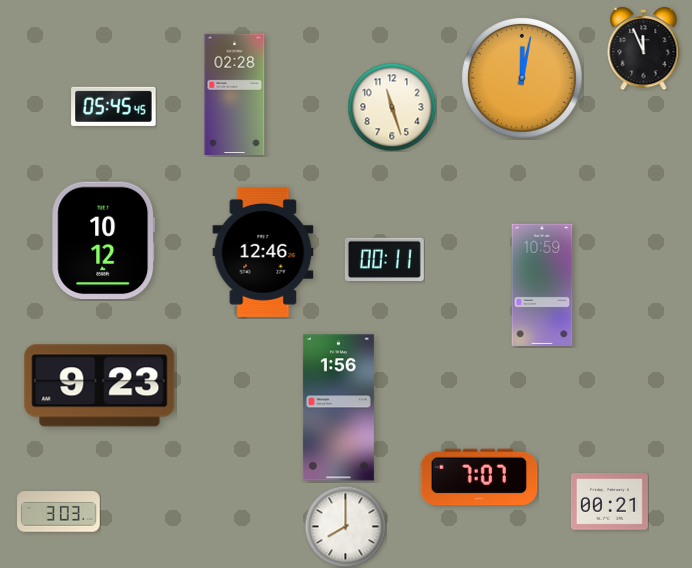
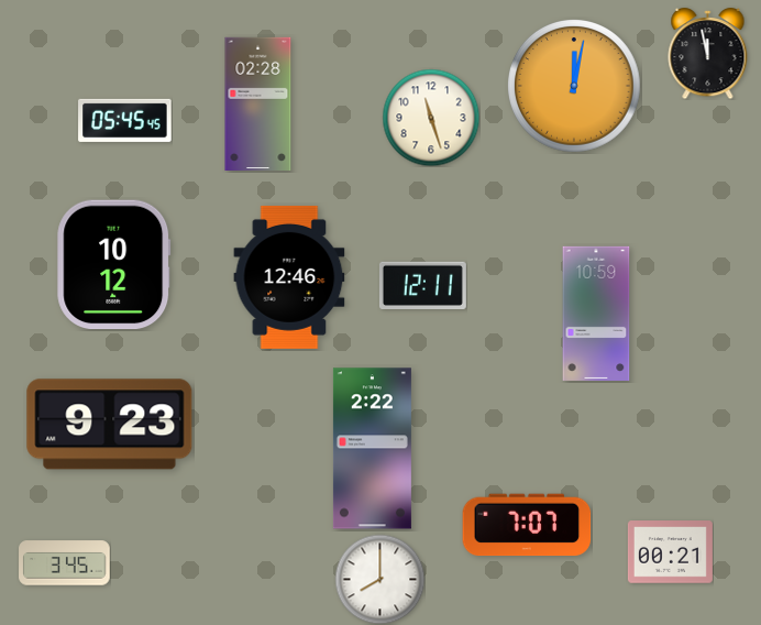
clock at (644, 49): 11:56 -> 11:58
clock at (114, 106) position: (114, 106) -> (125, 120)
clock at (384, 259): 00:11 -> 12:11
clock at (338, 408): 1:56 -> 2:22
clock at (59, 512): 3:03 -> 3:45
